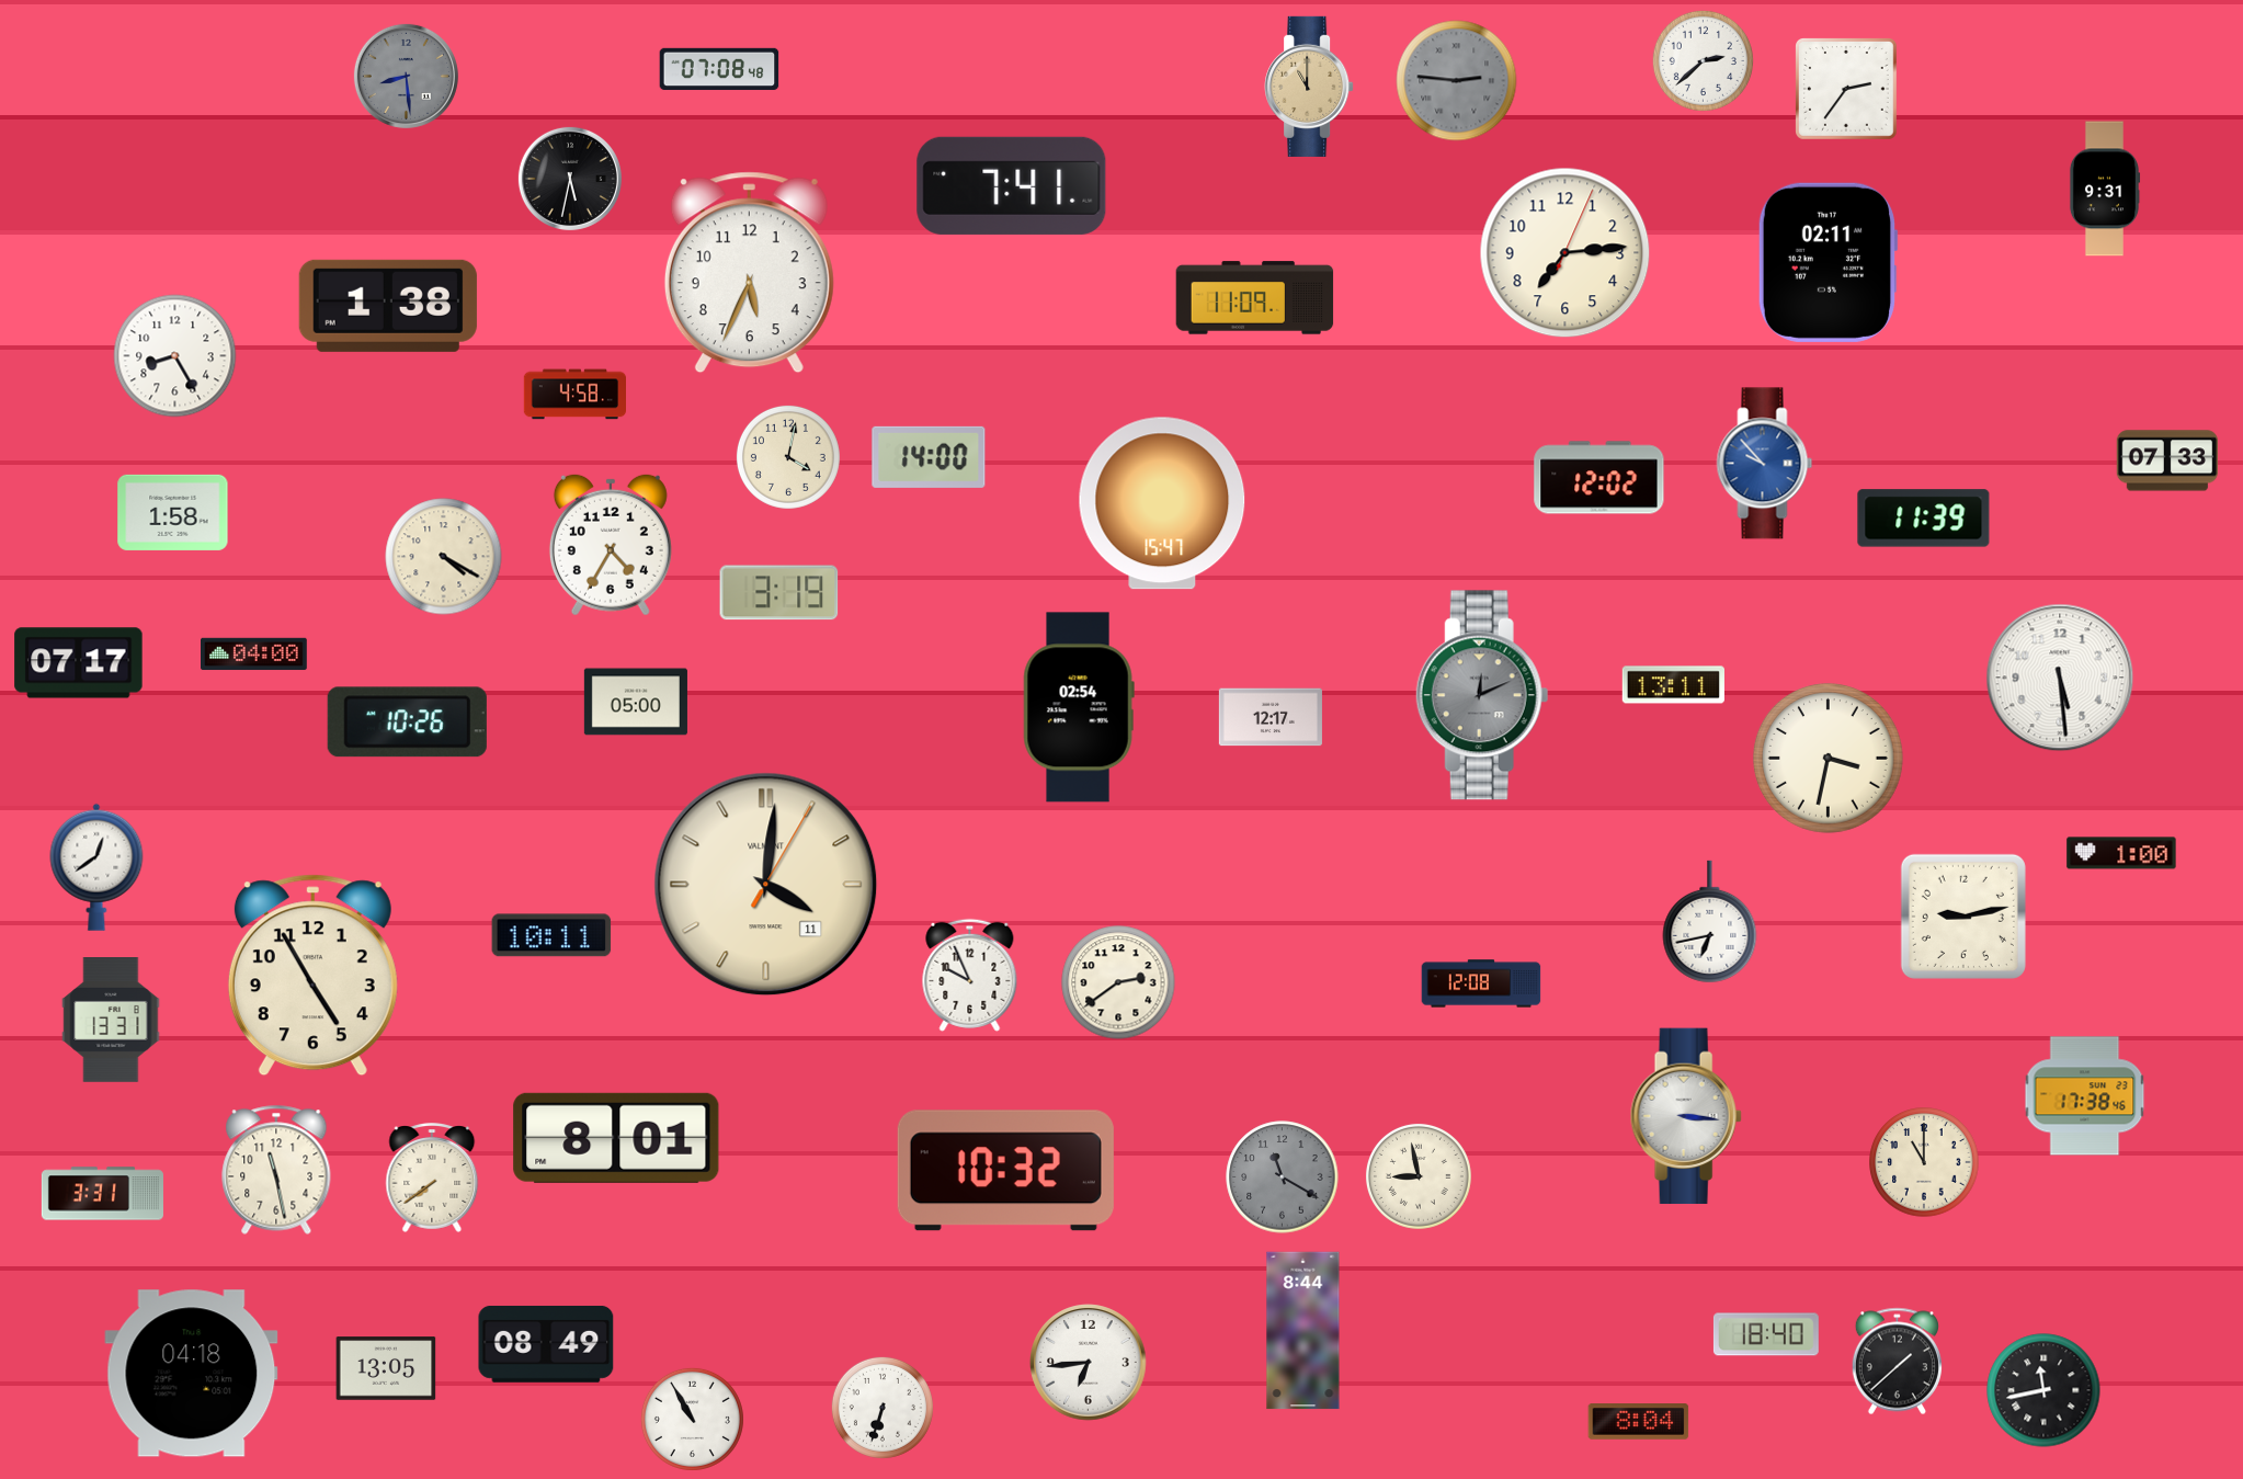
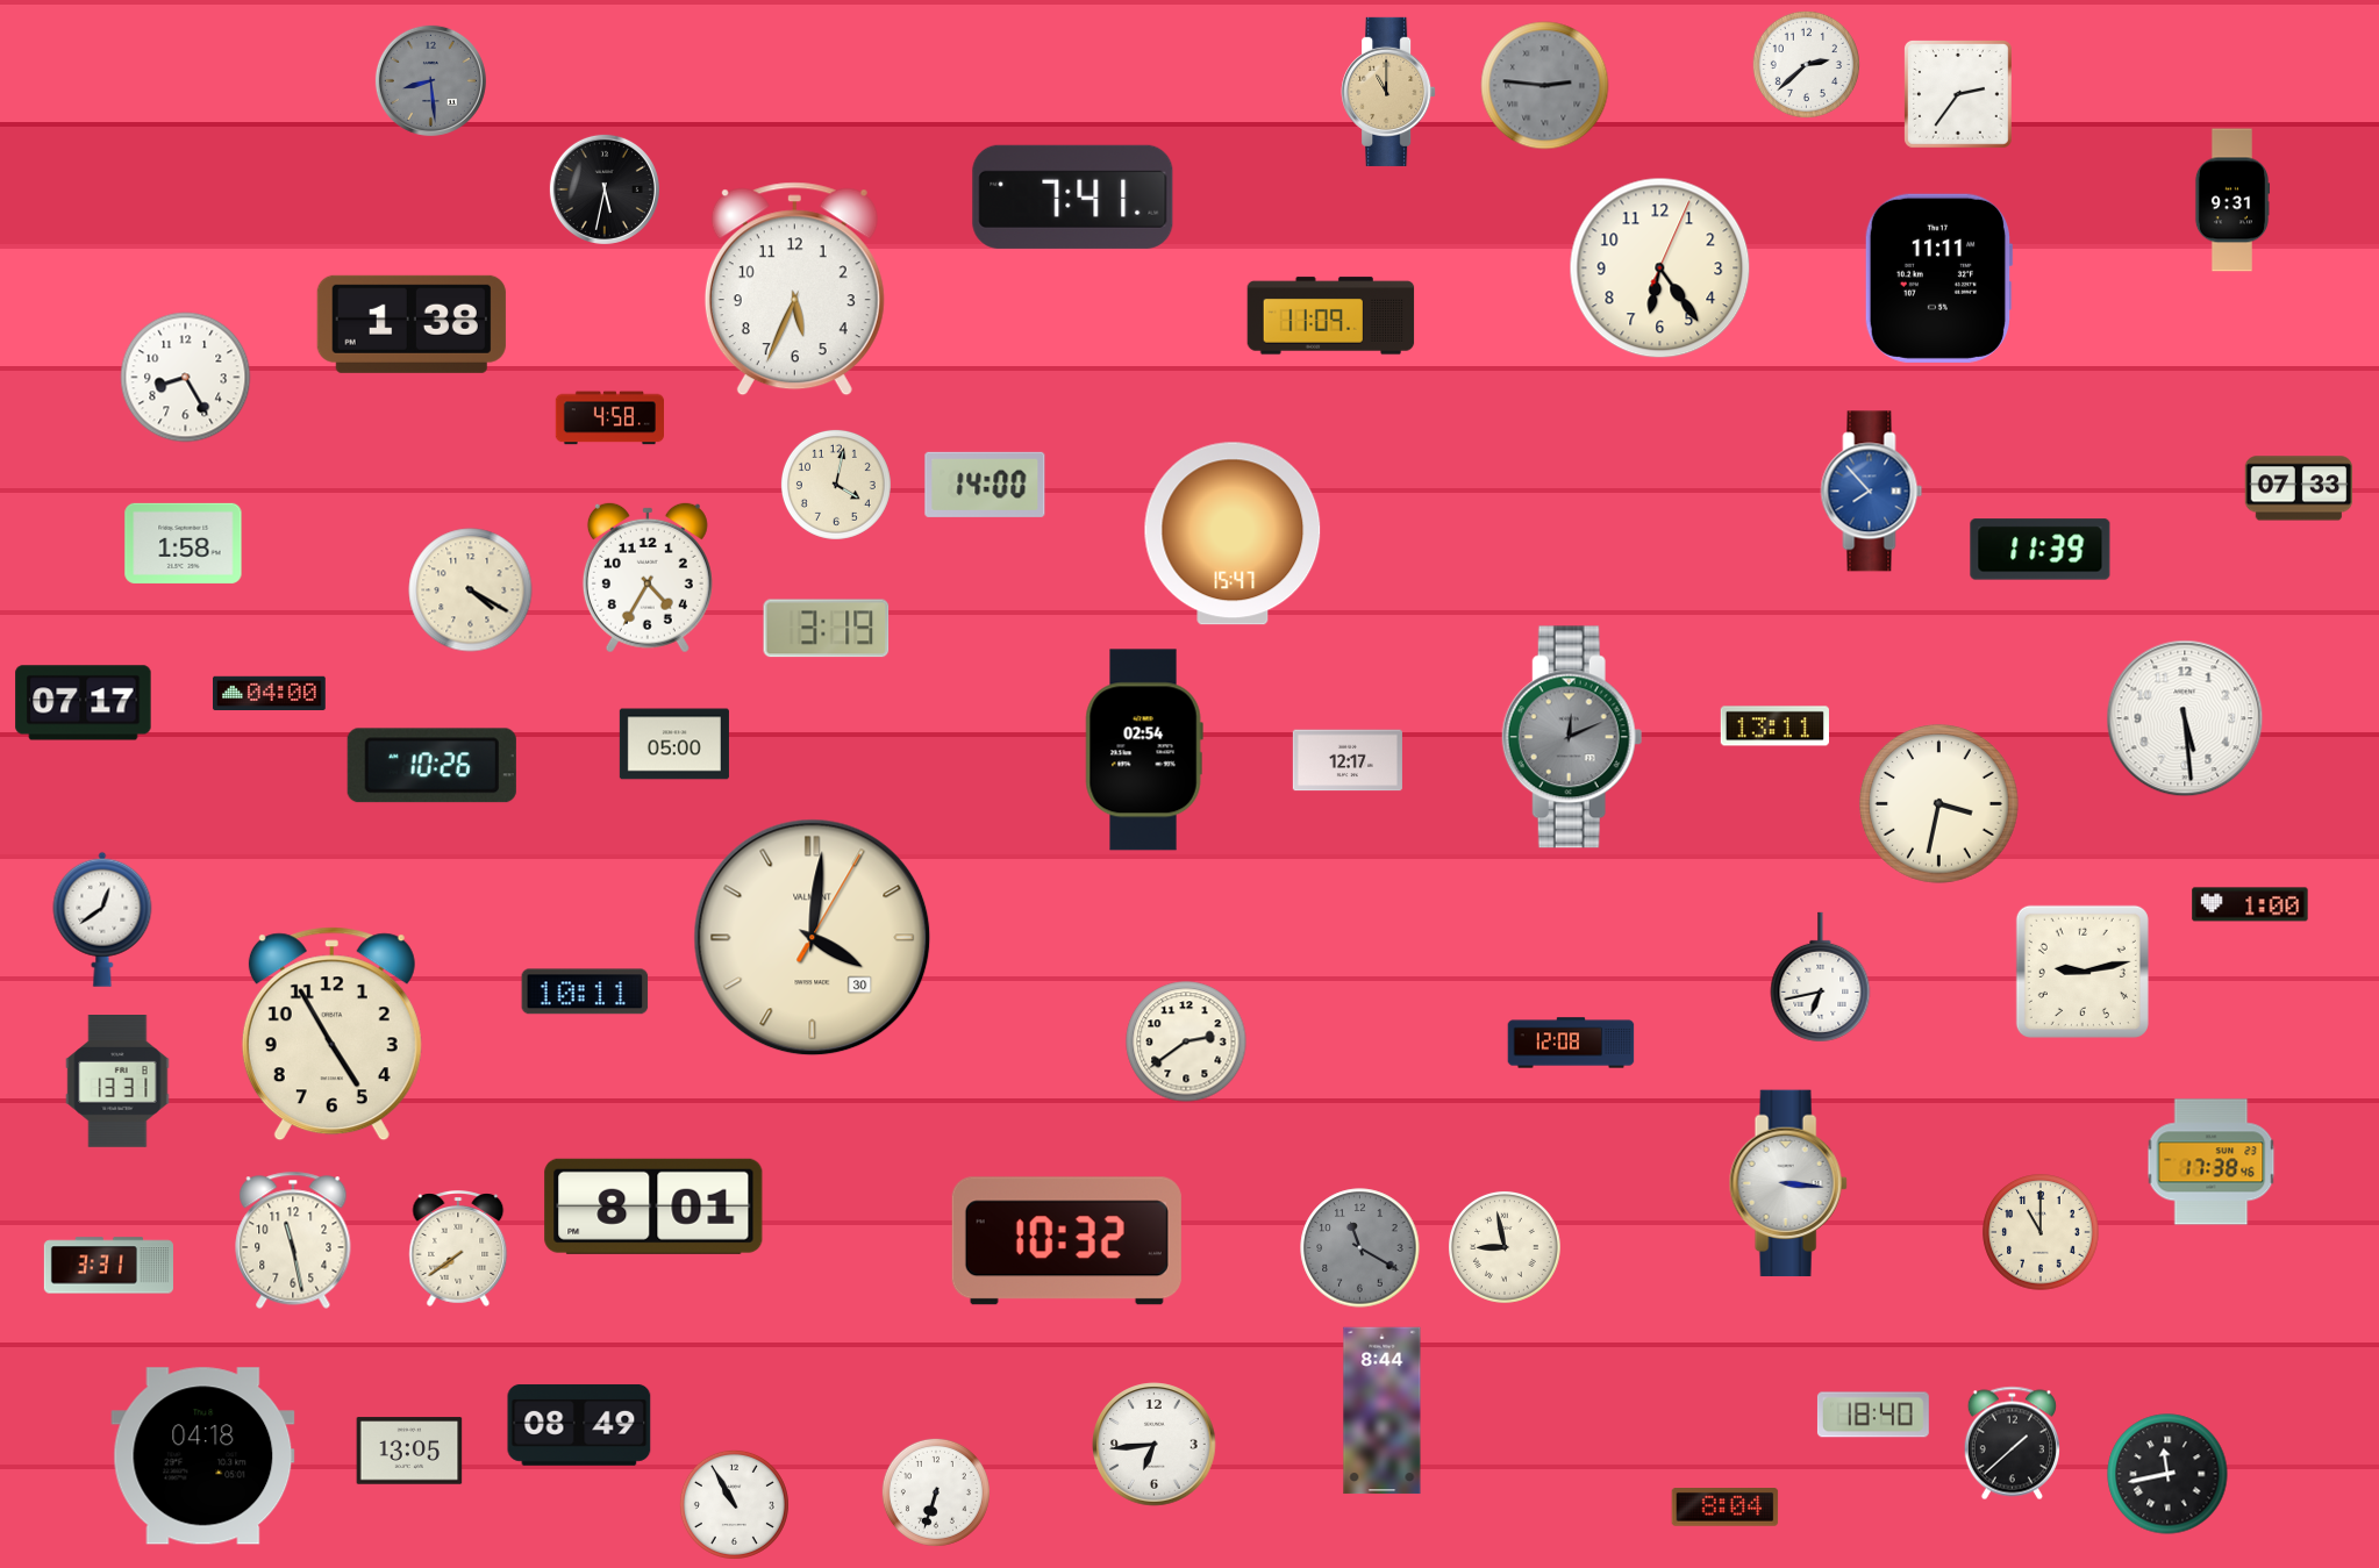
clock at (719, 69): 07:08 -> none
clock at (1565, 253): 7:14 -> 6:24
clock at (1826, 262): 02:11 -> 11:11
clock at (1765, 464): 9:53 -> 7:53
clock at (1599, 478): 12:02 -> none
clock at (766, 885) date: 11 -> 30
clock at (1710, 922) position: (1710, 922) -> (1821, 978)
clock at (970, 975): 9:56 -> none
clock at (1639, 1422) position: (1639, 1422) -> (1726, 1508)
